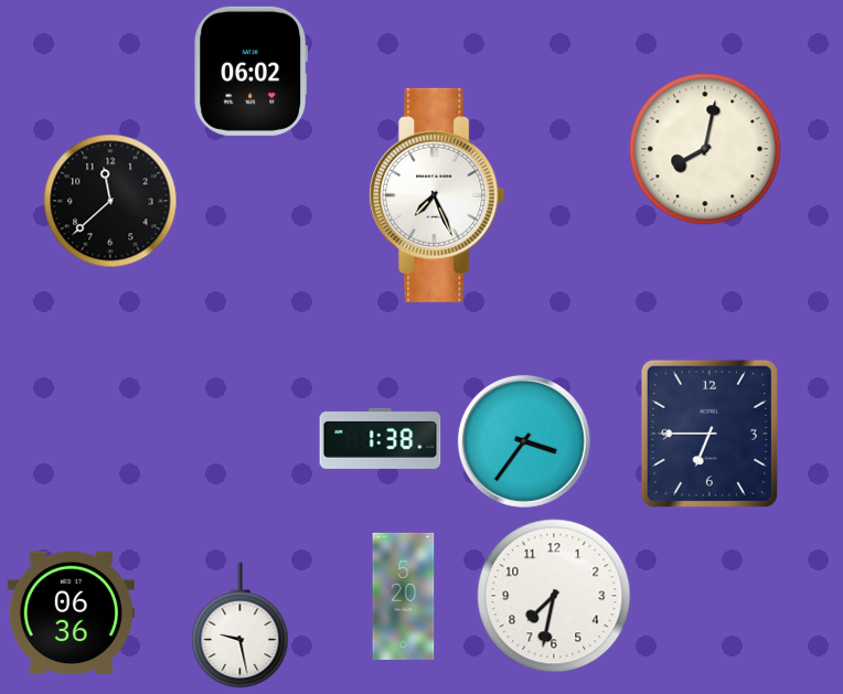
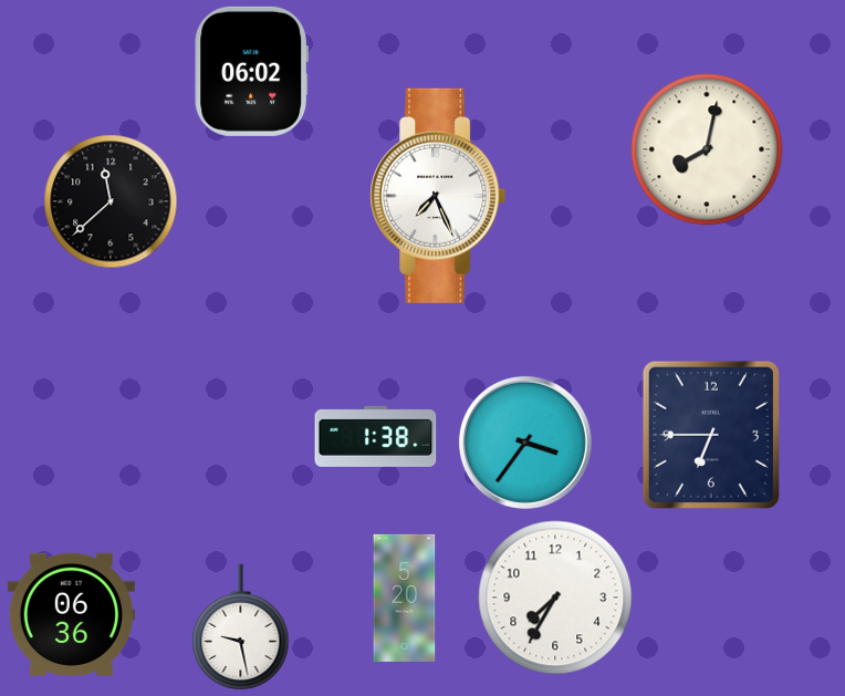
clock at (381, 438) position: (381, 438) -> (376, 436)
clock at (554, 596): 7:32 -> 7:35
